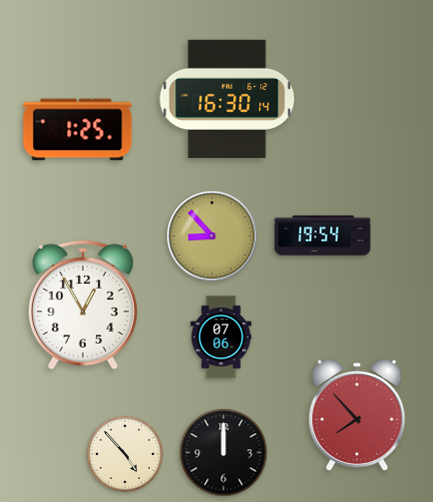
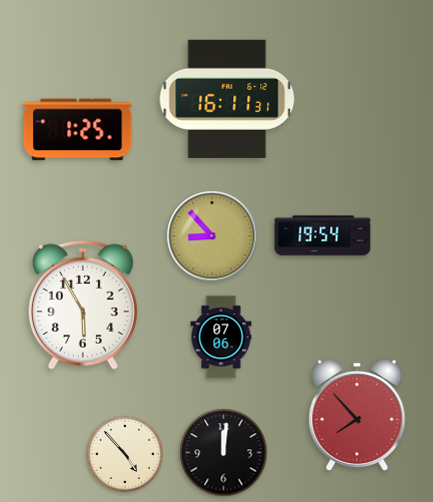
clock at (227, 99): 16:30 -> 16:11
clock at (83, 305): 12:55 -> 5:55
clock at (224, 453): 12:00 -> 12:01
